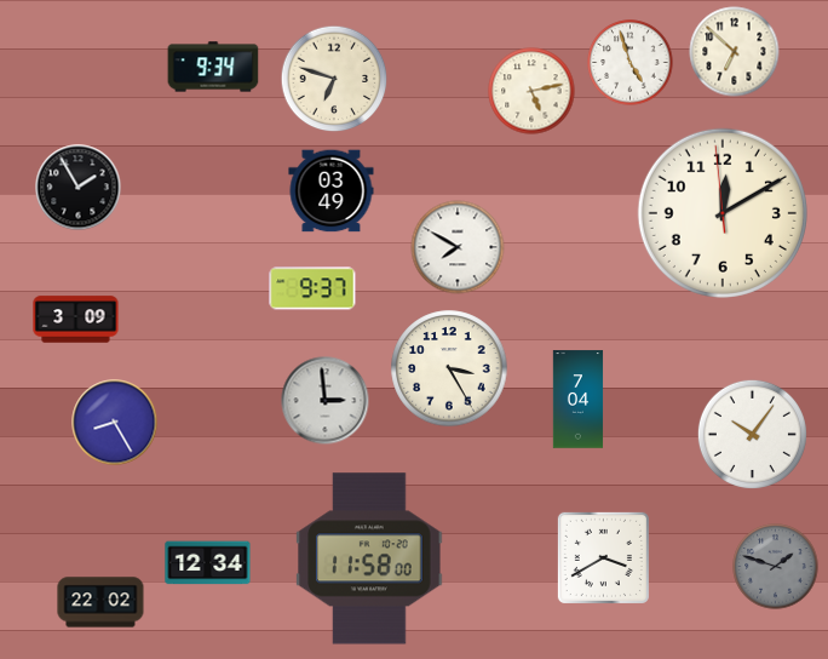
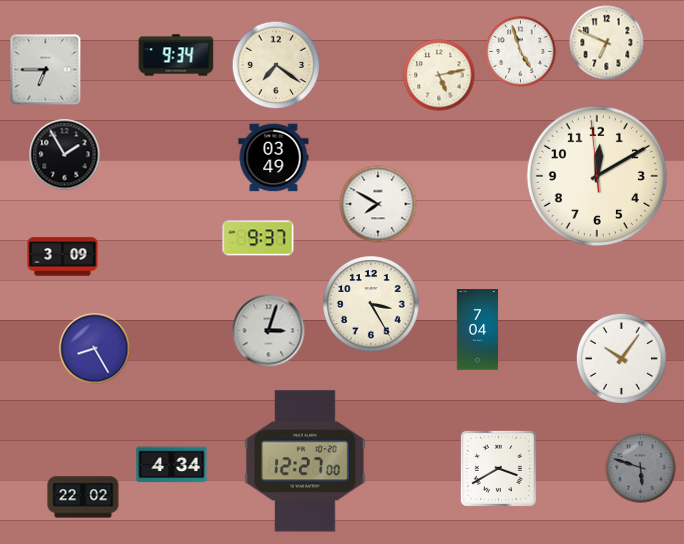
clock at (735, 52): 6:52 -> 6:49
clock at (334, 79): 6:48 -> 7:21
clock at (46, 70): none -> 6:45
clock at (76, 320) position: (76, 320) -> (63, 257)
clock at (326, 401): 2:59 -> 3:03
clock at (603, 557) position: (603, 557) -> (498, 468)
clock at (369, 558): 11:58 -> 12:27
clock at (208, 563): 12:34 -> 4:34
clock at (776, 567): 1:48 -> 5:48
